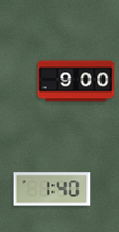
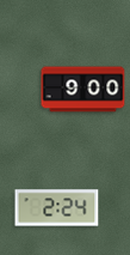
clock at (52, 190): 1:40 -> 2:24
